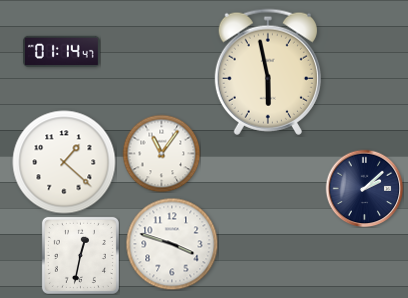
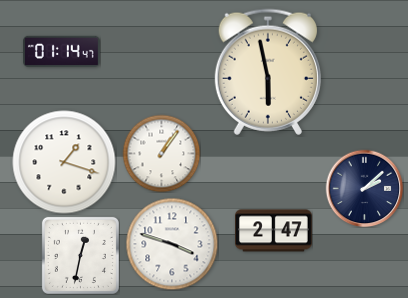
clock at (161, 153): 11:06 -> 1:06
clock at (64, 162): 1:22 -> 1:18
clock at (274, 231): none -> 2:47
